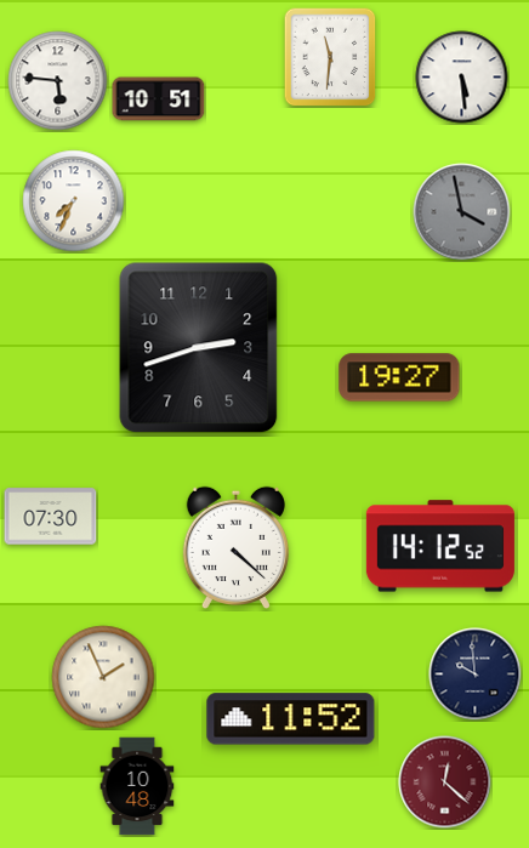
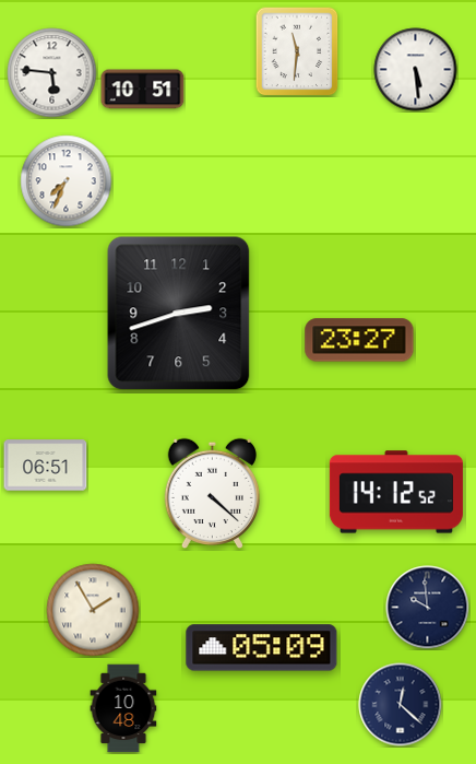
clock at (462, 212): 3:58 -> none
clock at (399, 377): 19:27 -> 23:27
clock at (51, 517): 07:30 -> 06:51
clock at (103, 677): 1:56 -> 1:55
clock at (291, 719): 11:52 -> 05:09
clock at (445, 782) dial: burgundy -> navy
